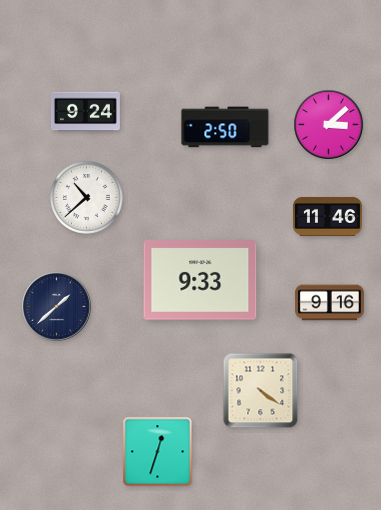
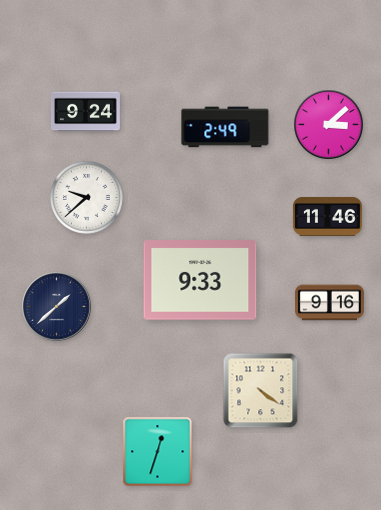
clock at (225, 127): 2:50 -> 2:49
clock at (87, 198): 10:38 -> 9:38
